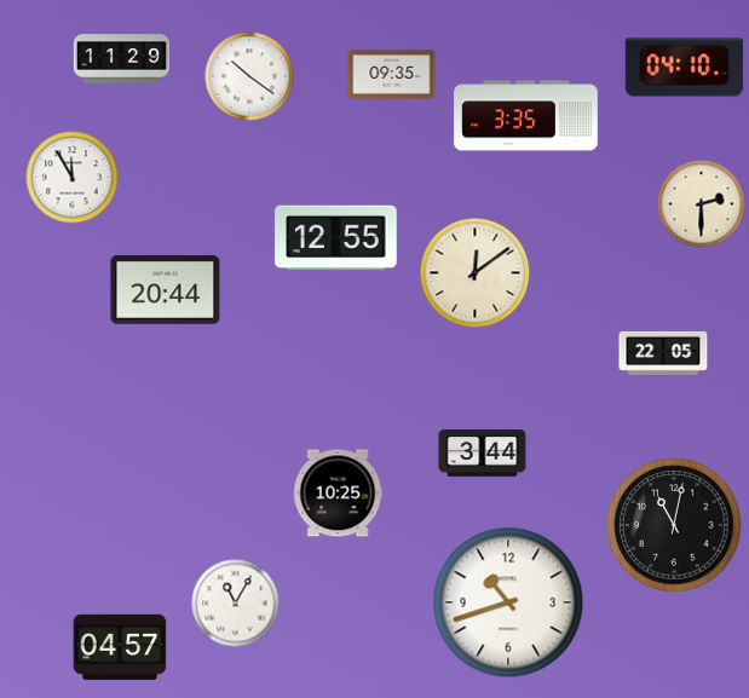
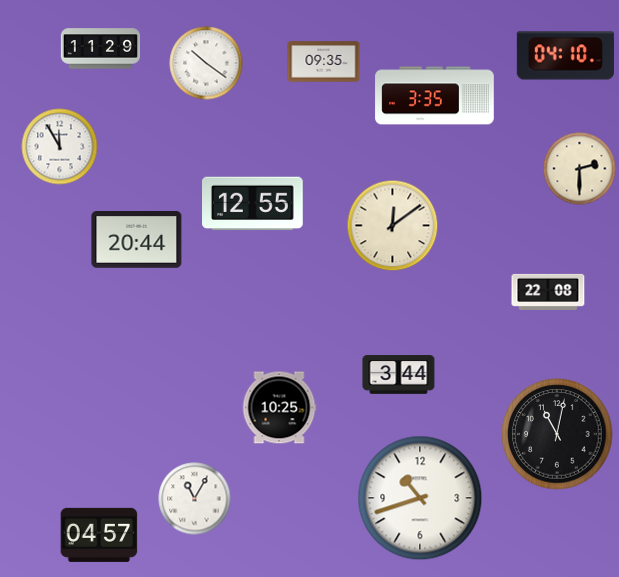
clock at (336, 238) position: (336, 238) -> (253, 204)
clock at (663, 353): 22:05 -> 22:08
